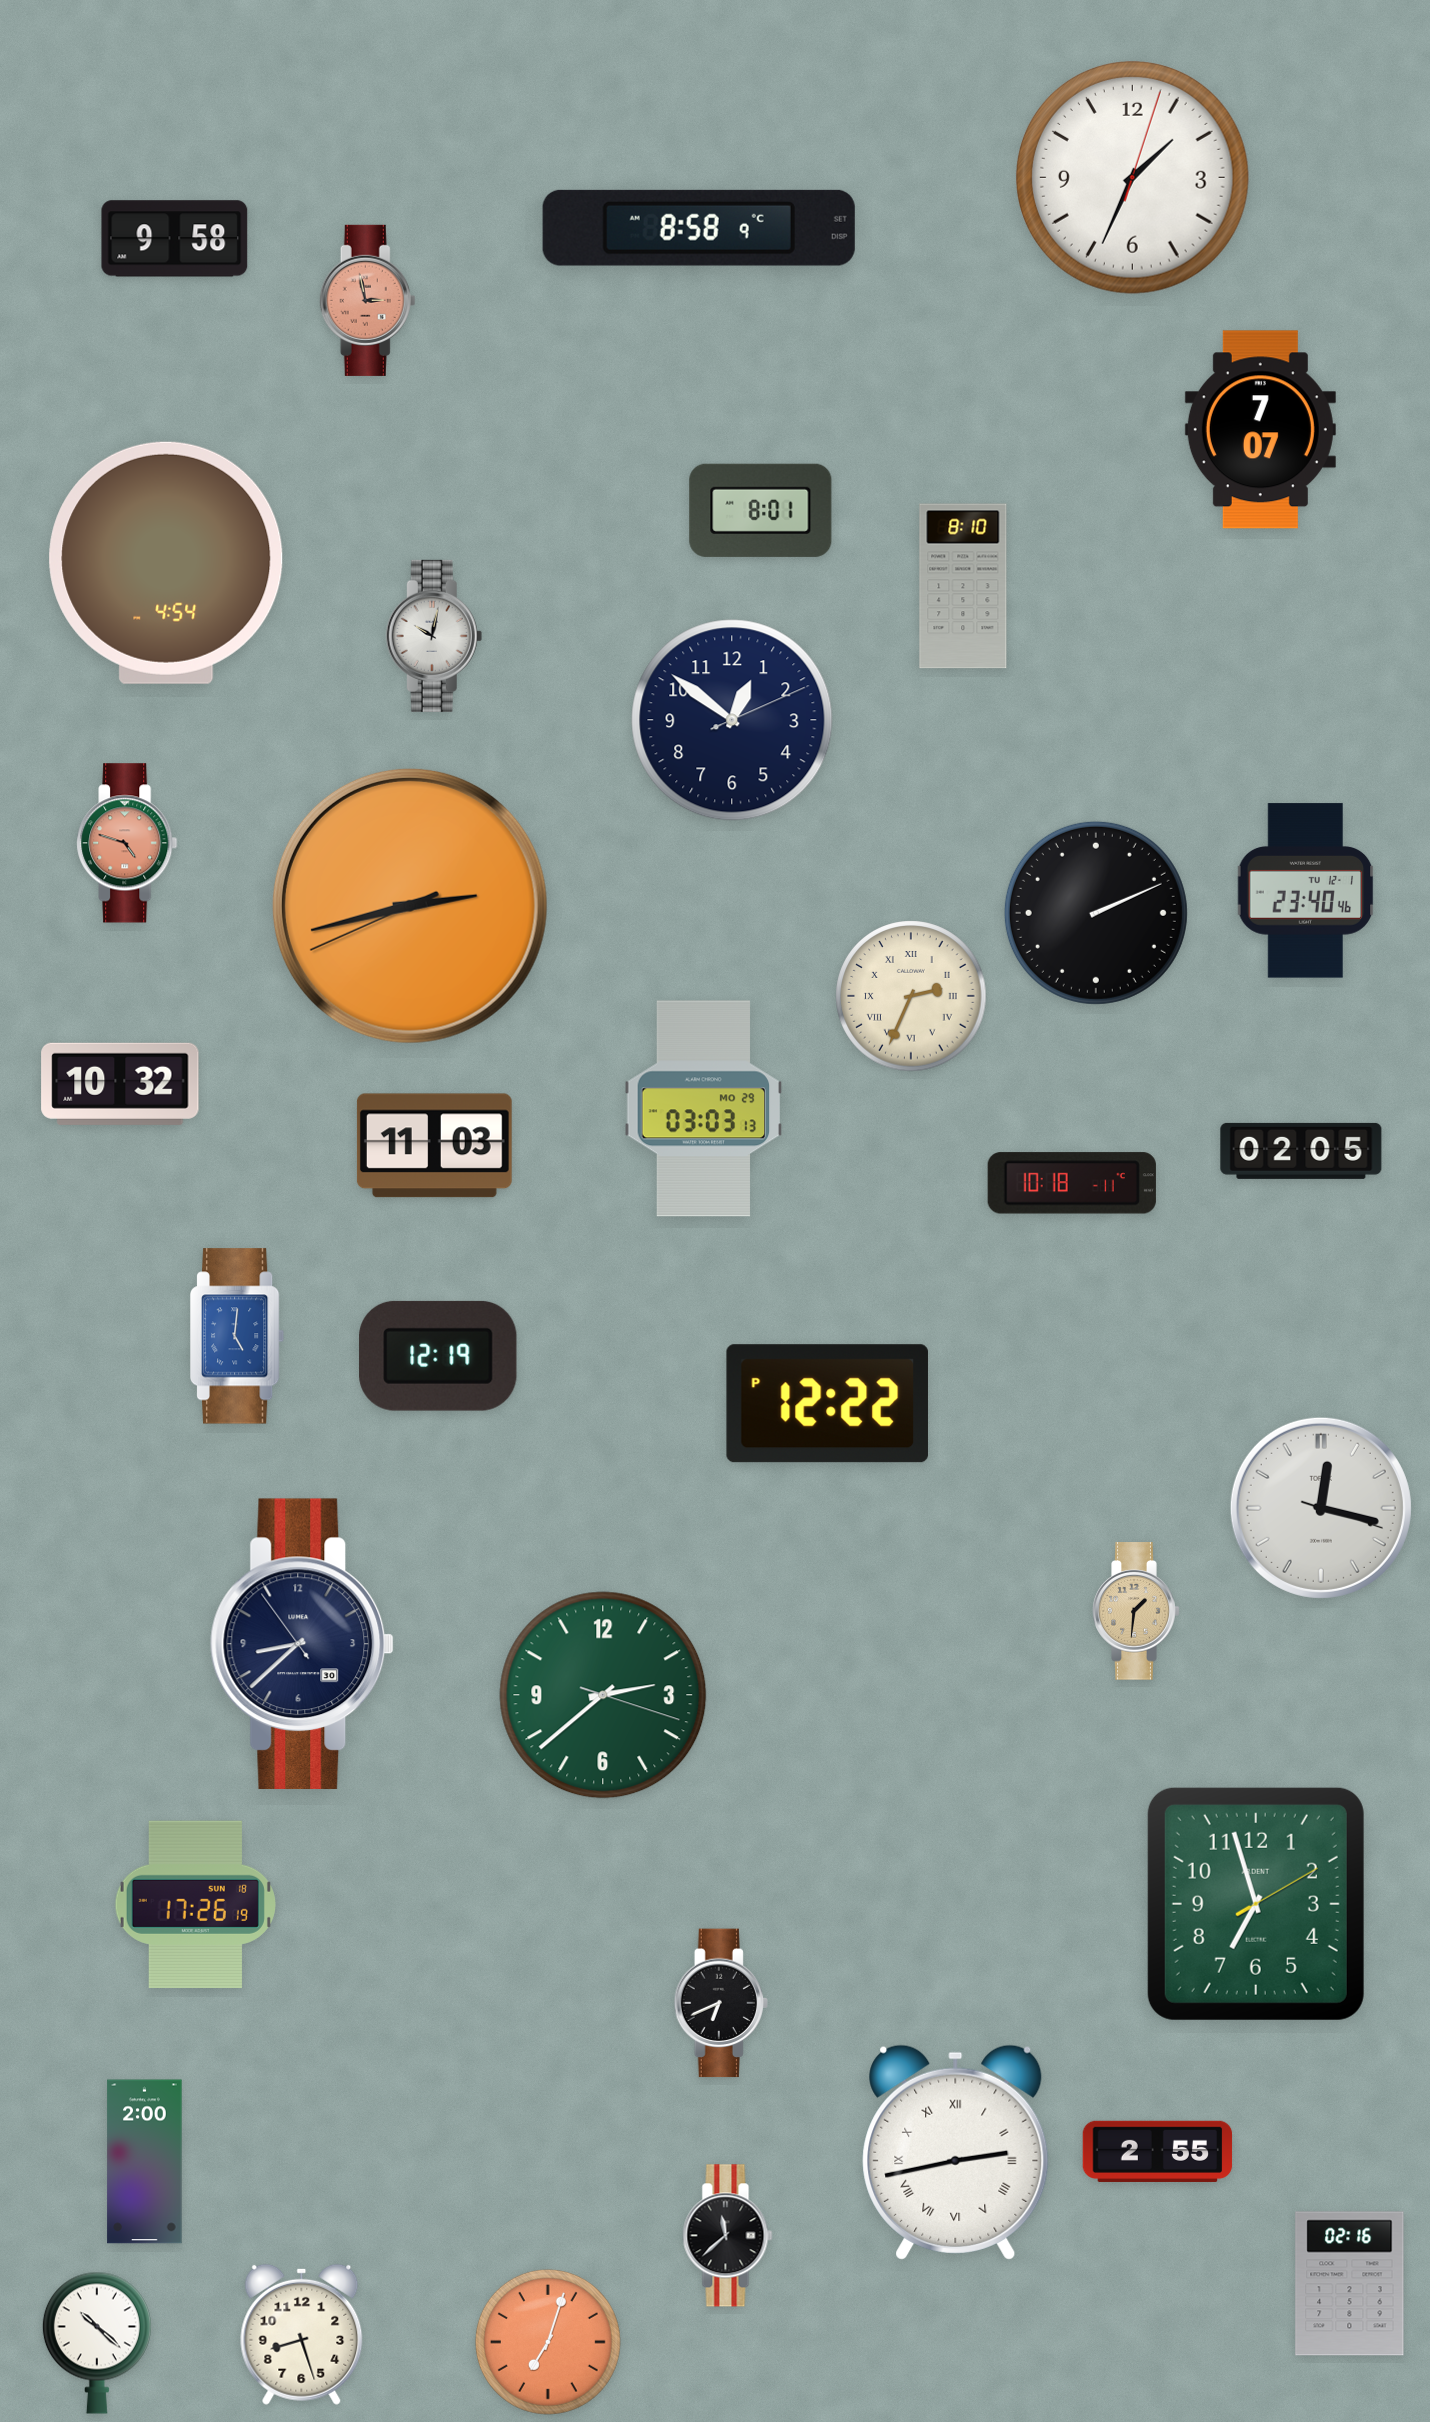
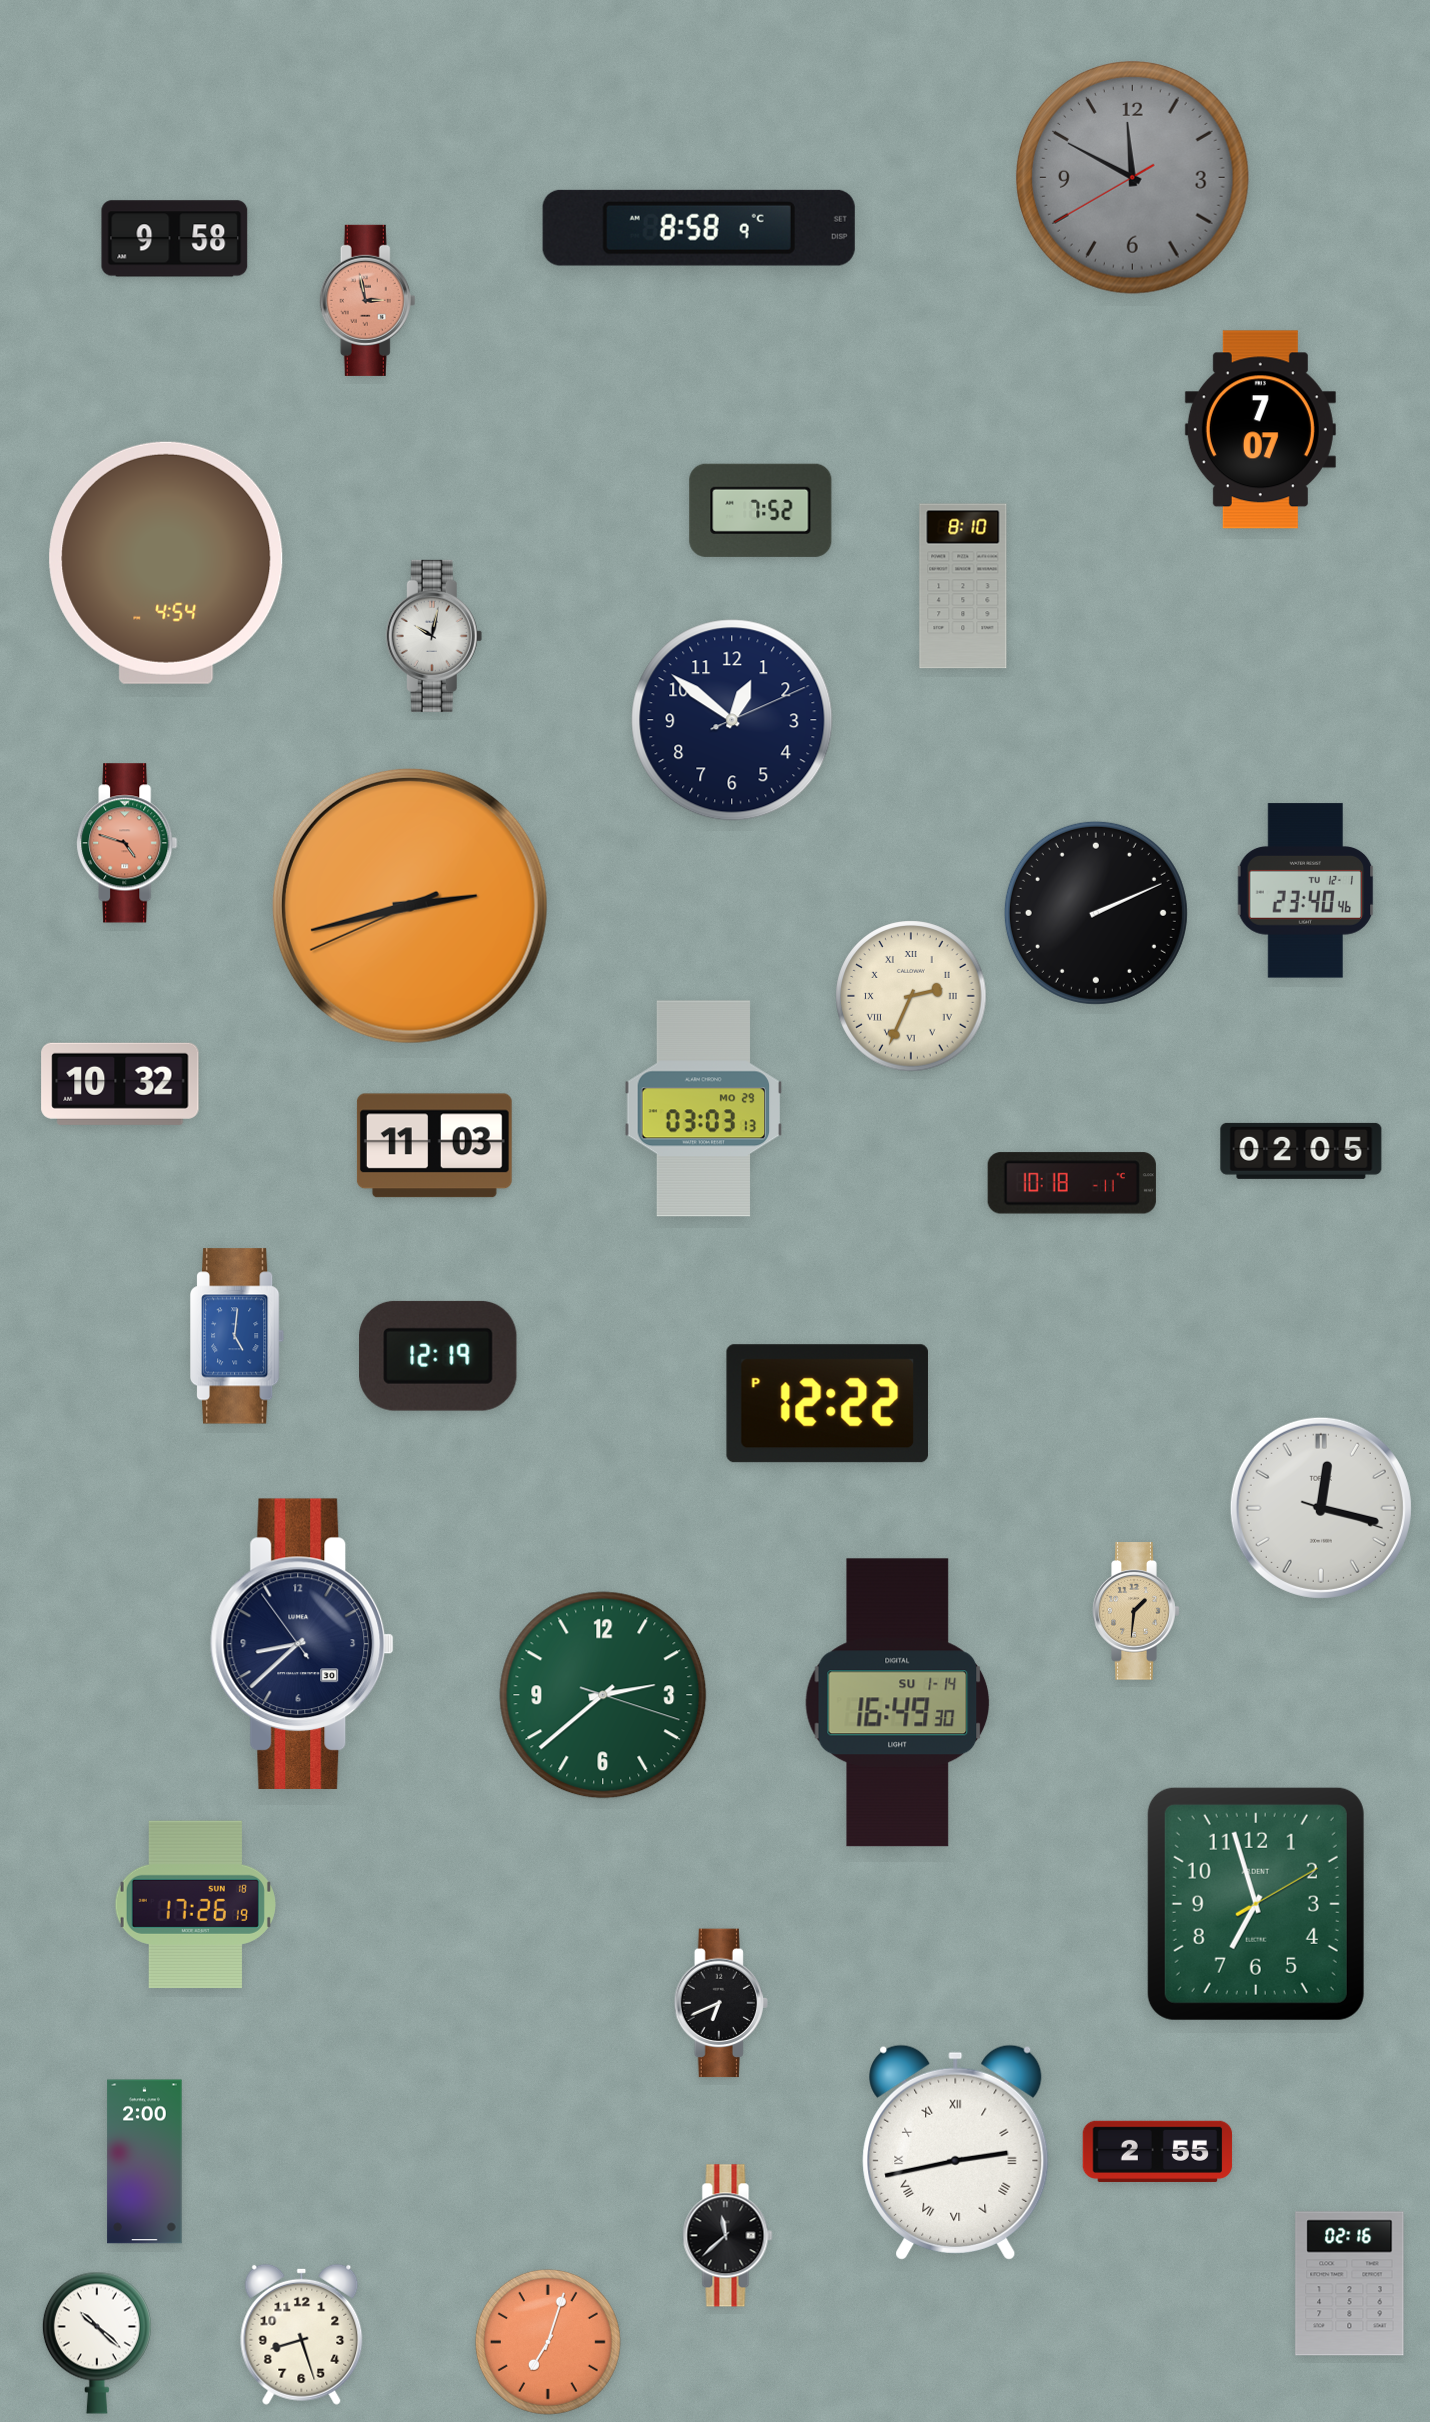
clock at (1132, 177): 1:34 -> 11:49
clock at (1132, 177) dial: white -> grey
clock at (761, 510): 8:01 -> 7:52
clock at (898, 1703): none -> 16:49
